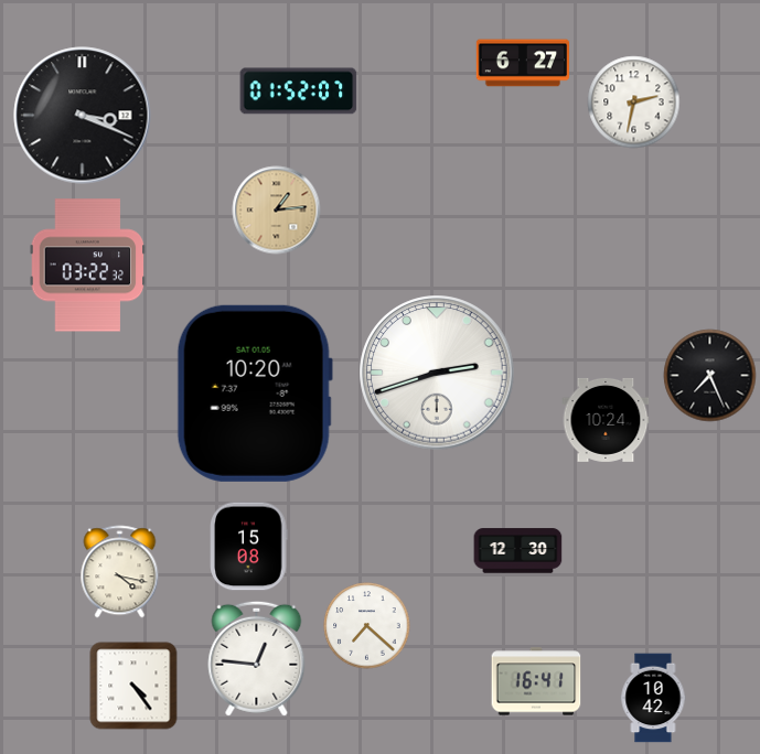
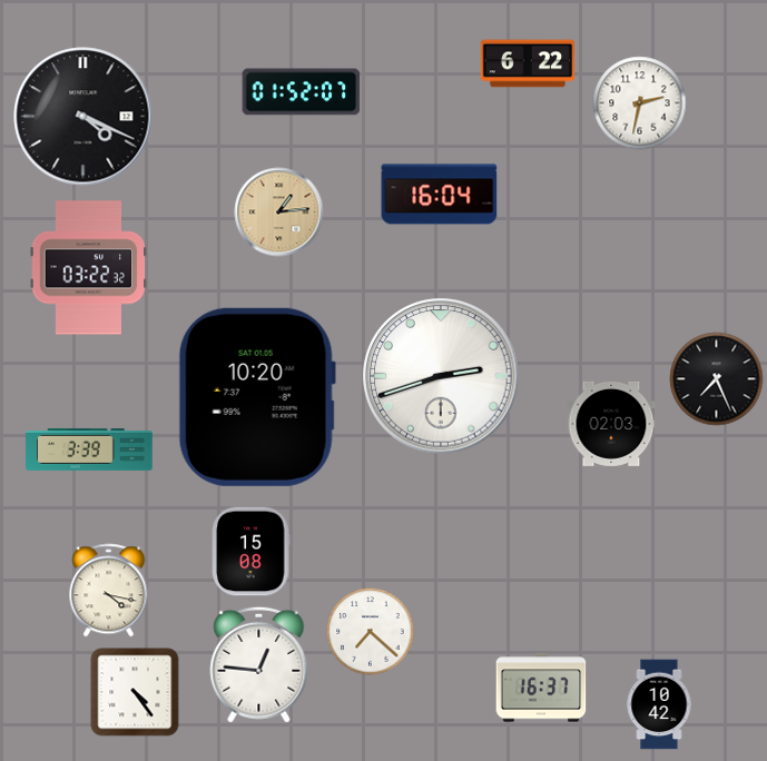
clock at (522, 63): 6:27 -> 6:22
clock at (83, 116): 3:19 -> 4:19
clock at (440, 195): none -> 16:04
clock at (606, 420): 10:24 -> 02:03
clock at (90, 449): none -> 3:39
clock at (518, 551): 12:30 -> none
clock at (120, 572) position: (120, 572) -> (109, 591)
clock at (536, 681): 16:41 -> 16:37
